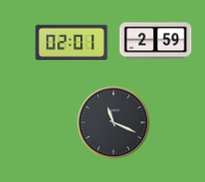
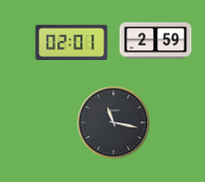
clock at (114, 123): 11:19 -> 11:17
